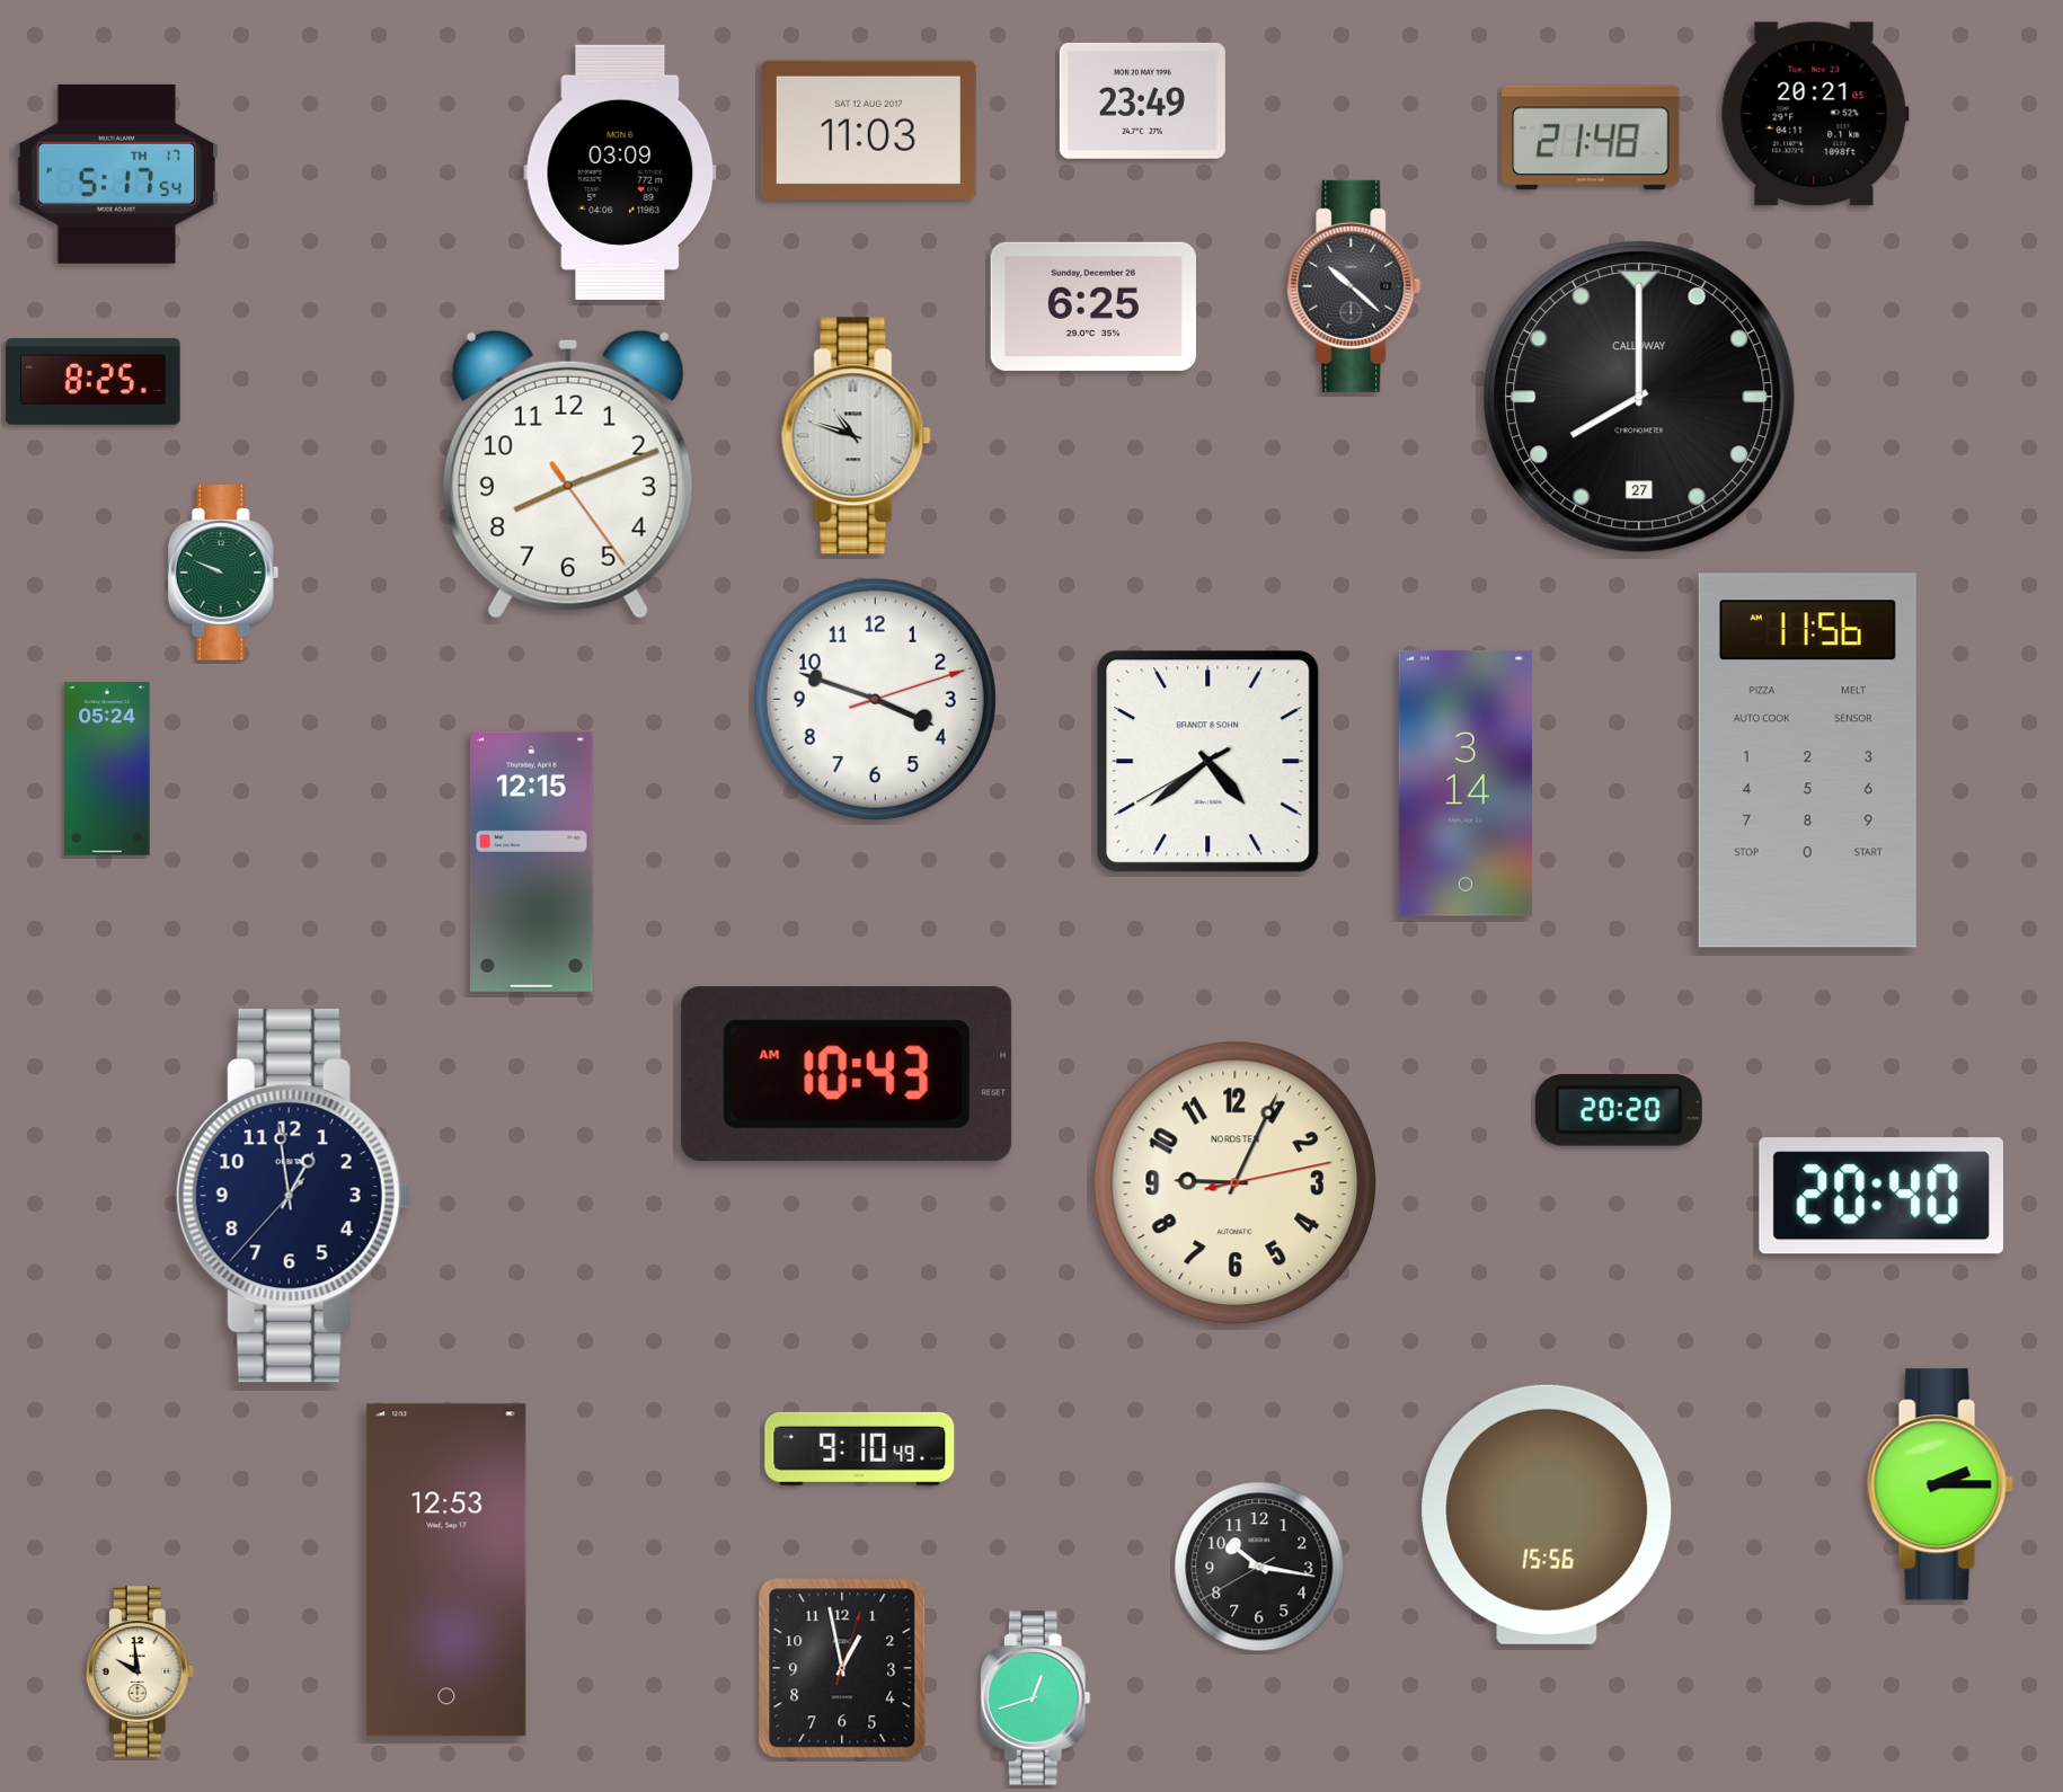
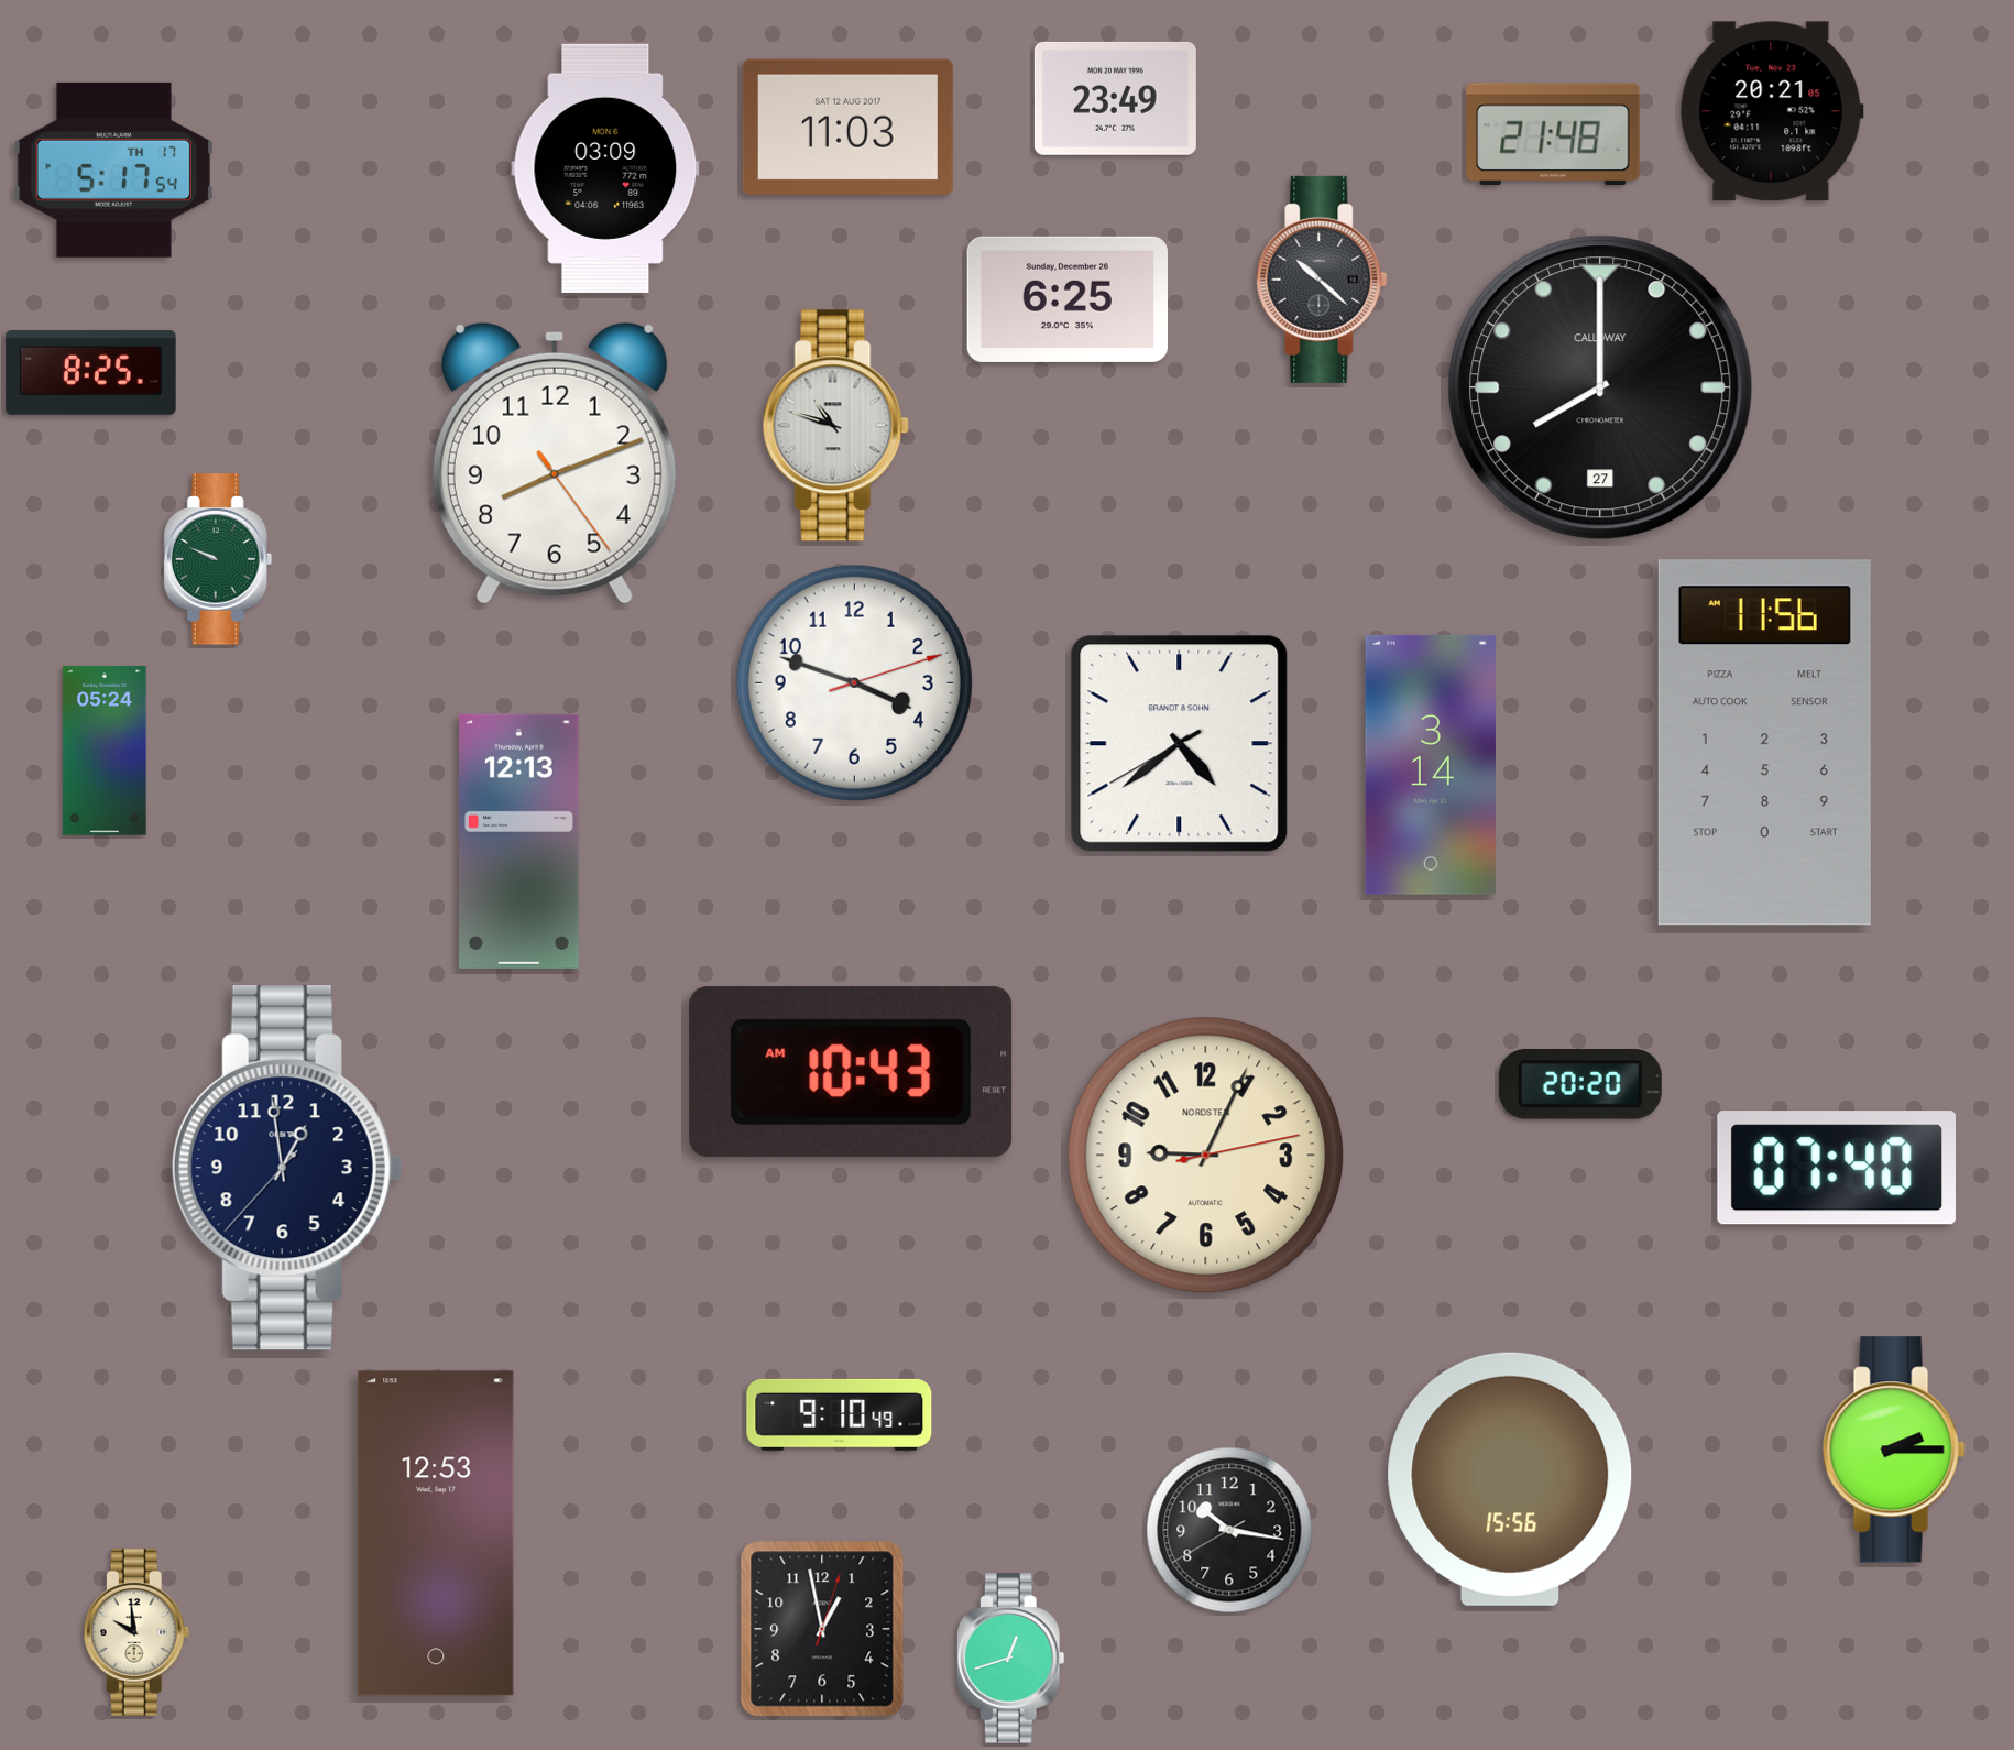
clock at (532, 861): 12:15 -> 12:13
clock at (847, 1074) position: (847, 1074) -> (851, 1072)
clock at (1882, 1196): 20:40 -> 07:40
